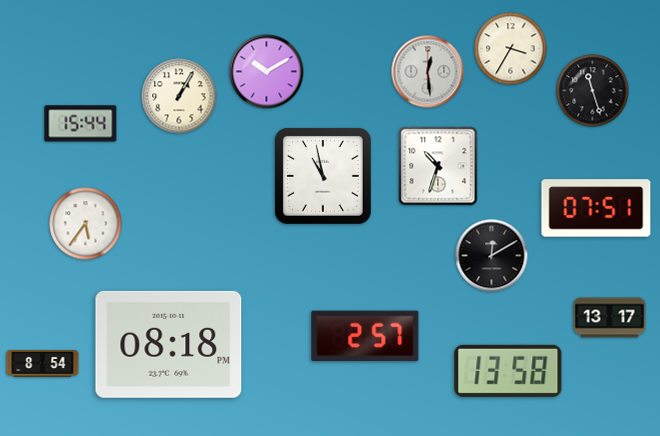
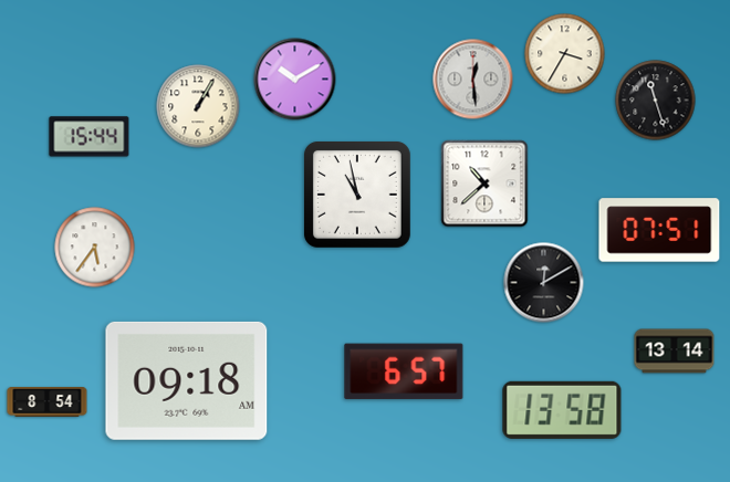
clock at (438, 166): 10:33 -> 10:38
clock at (610, 318): 13:17 -> 13:14
clock at (365, 336): 2:57 -> 6:57
clock at (169, 344): 08:18 -> 09:18
